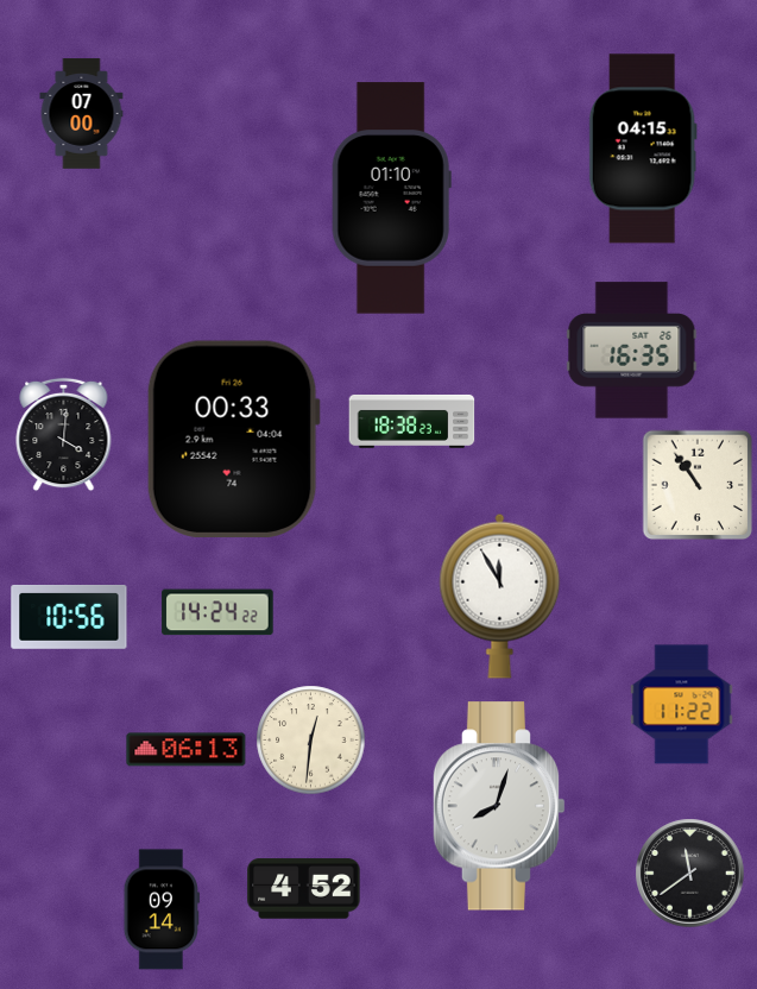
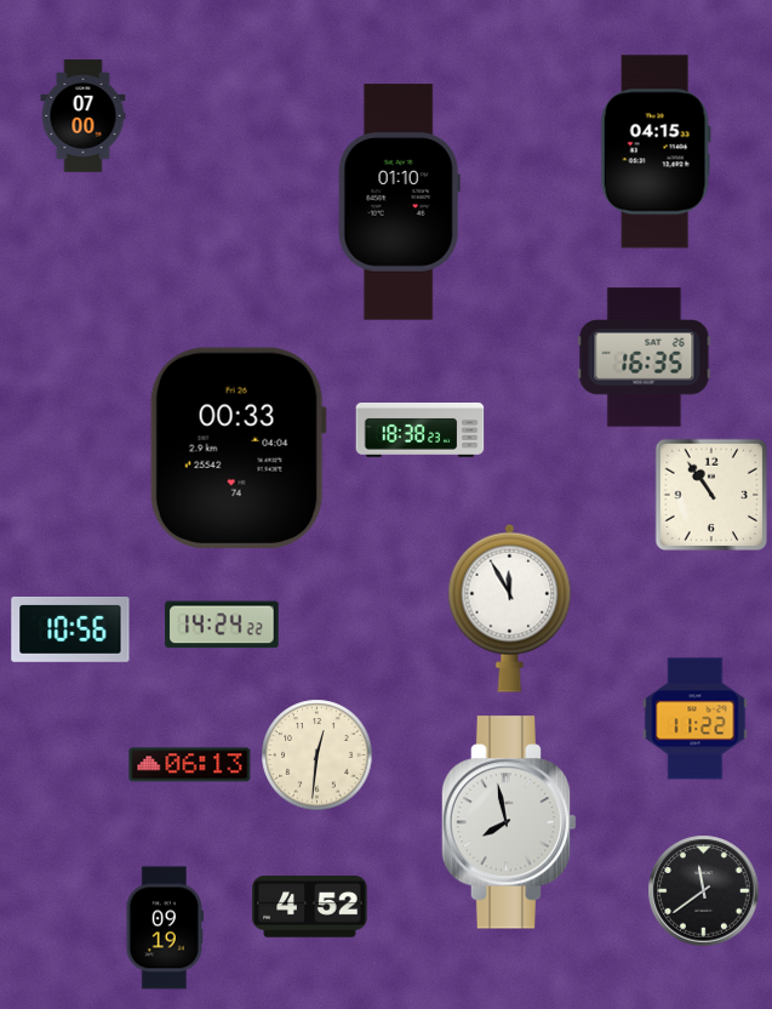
clock at (64, 435): 4:01 -> none
clock at (499, 806): 8:03 -> 7:58
clock at (162, 909): 09:14 -> 09:19
